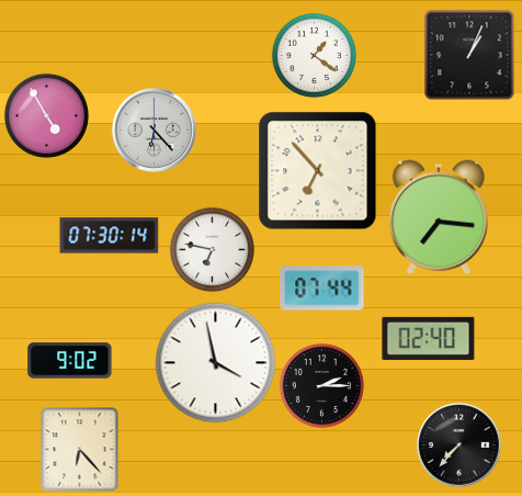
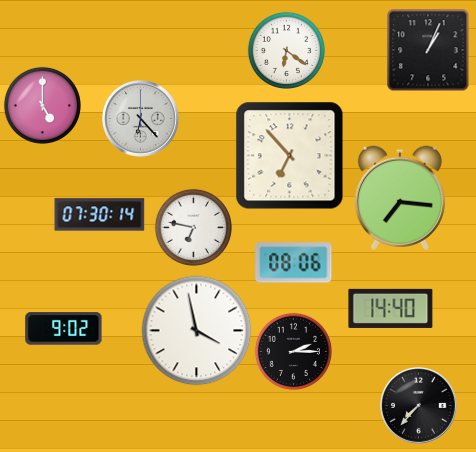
clock at (314, 55): 1:21 -> 6:21
clock at (46, 115): 4:55 -> 5:00
clock at (322, 289): 07:44 -> 08:06
clock at (429, 338): 02:40 -> 14:40
clock at (80, 449): 6:23 -> none
